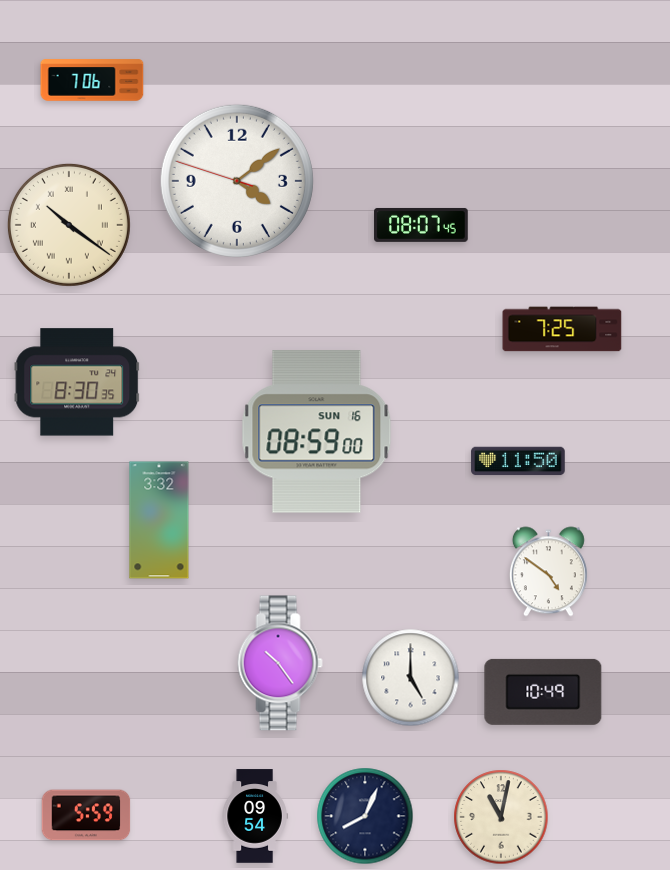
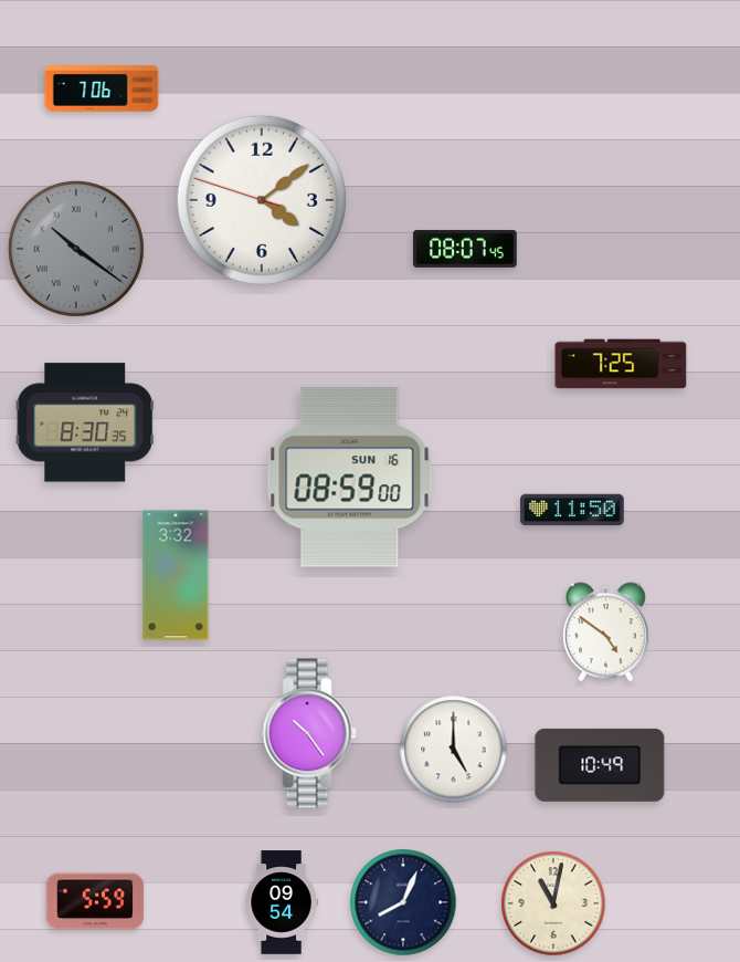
clock at (69, 225) dial: cream -> grey
